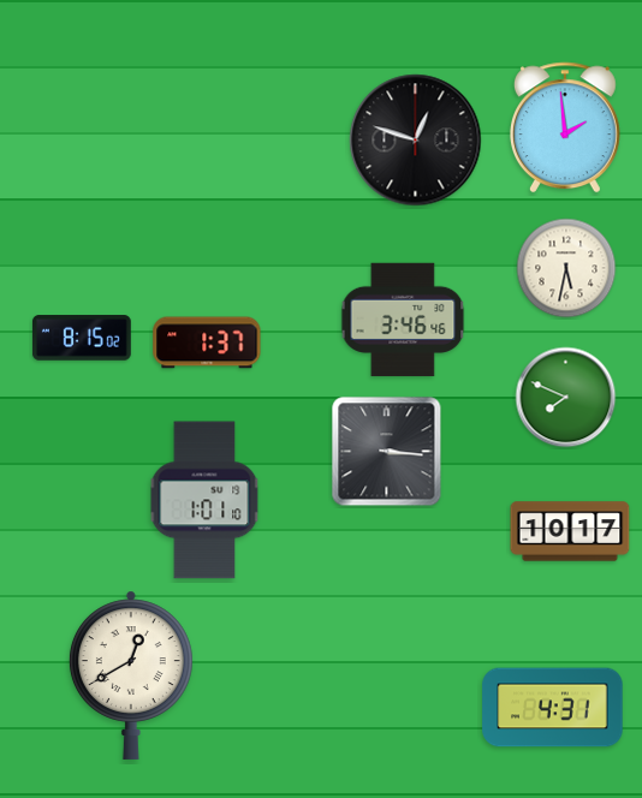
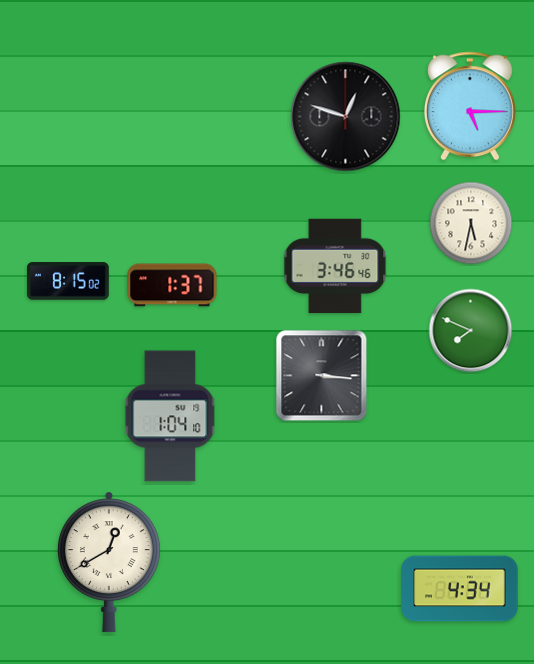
clock at (565, 127): 1:59 -> 5:15
clock at (204, 500): 1:01 -> 1:04
clock at (570, 531): 10:17 -> none
clock at (553, 708): 4:31 -> 4:34
